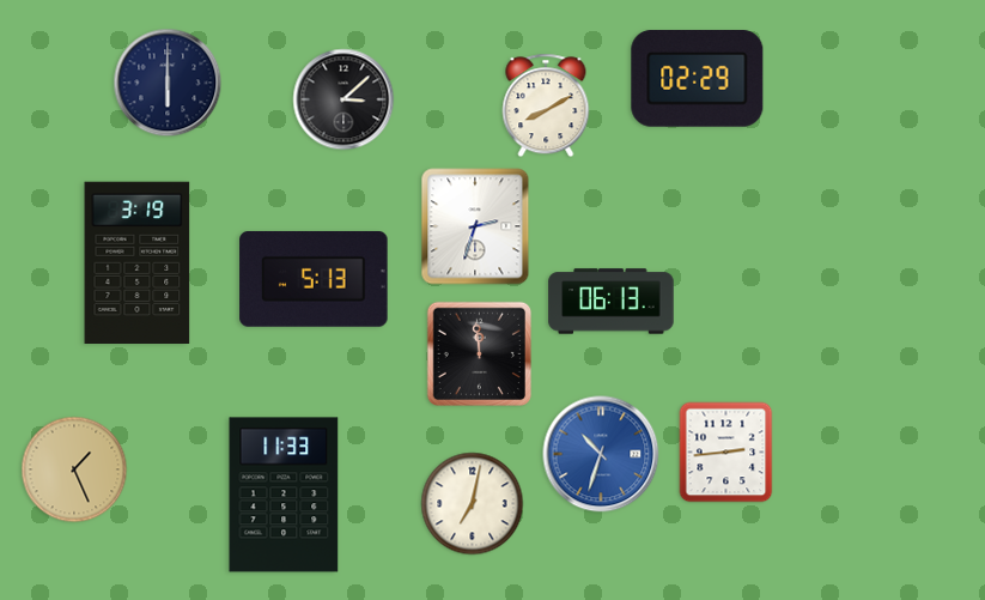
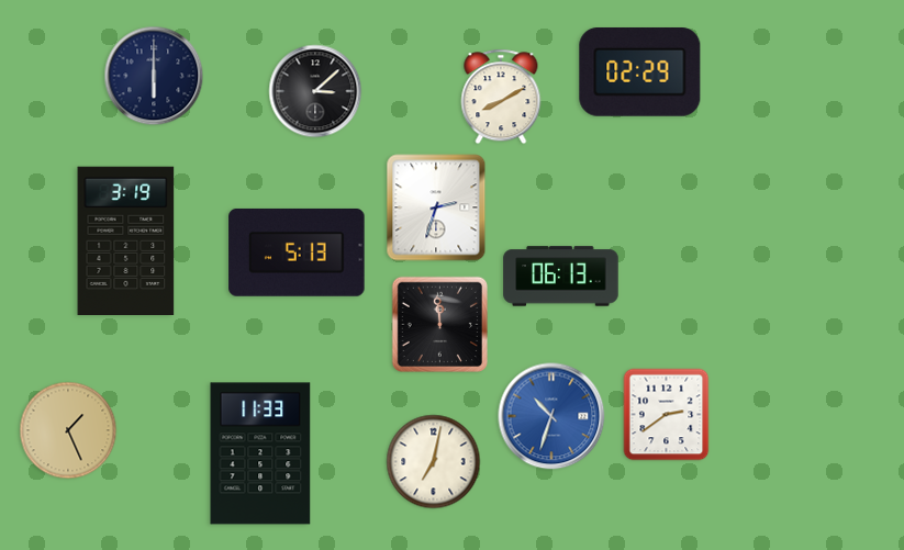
clock at (314, 279) position: (314, 279) -> (297, 252)
clock at (726, 453): 2:44 -> 2:39
